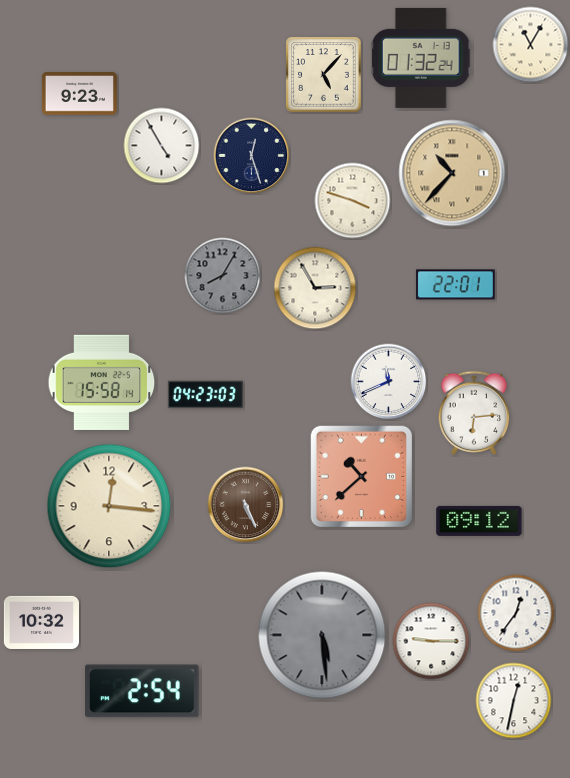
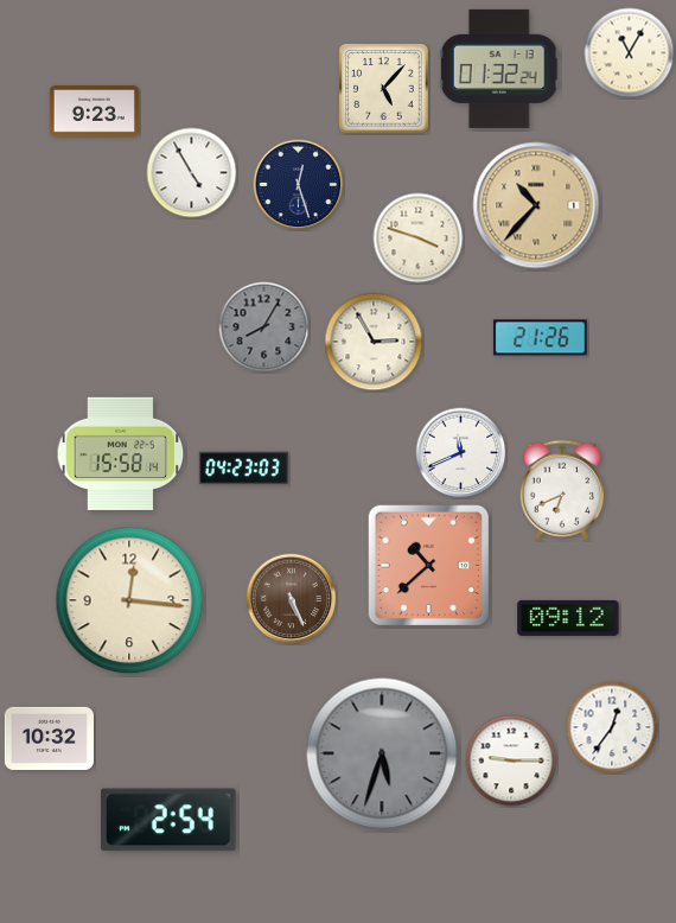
clock at (455, 285): 22:01 -> 21:26
clock at (474, 412): 6:14 -> 6:41
clock at (322, 635): 5:29 -> 5:33
clock at (514, 701): 12:32 -> none
